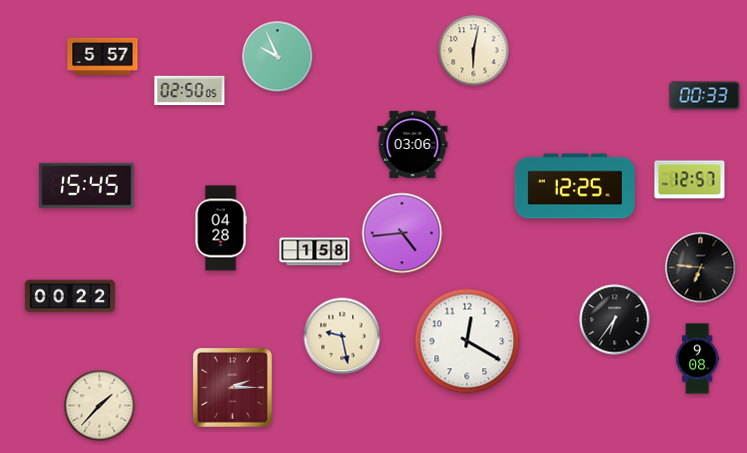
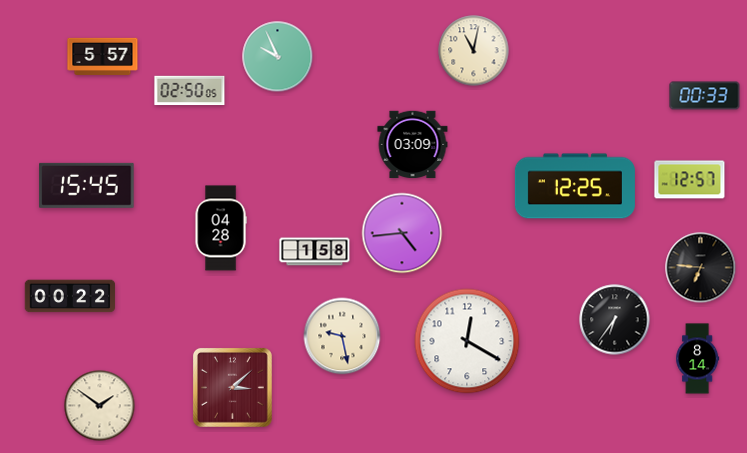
clock at (474, 51): 6:02 -> 11:02
clock at (413, 145): 03:06 -> 03:09
clock at (698, 359): 9:08 -> 8:14
clock at (232, 387): 2:15 -> 3:08
clock at (100, 406): 1:37 -> 1:51
